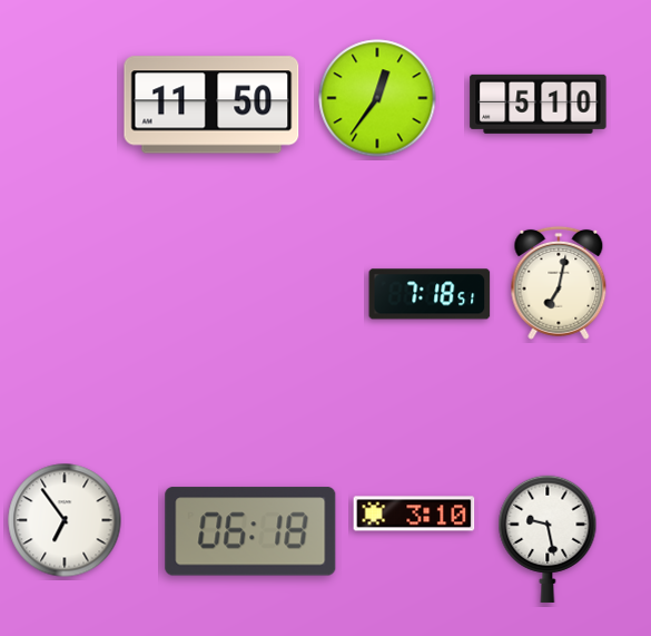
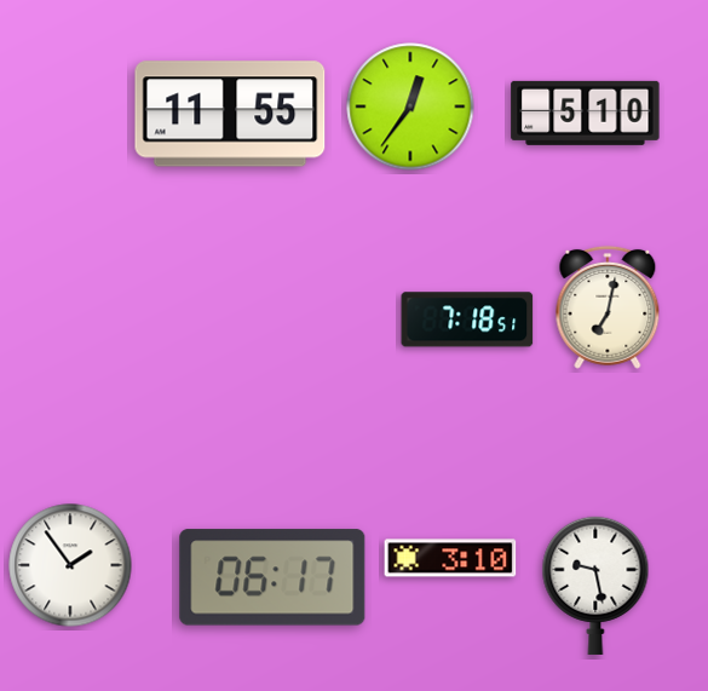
clock at (211, 105): 11:50 -> 11:55
clock at (65, 520): 6:54 -> 1:54
clock at (250, 531): 06:18 -> 06:17
